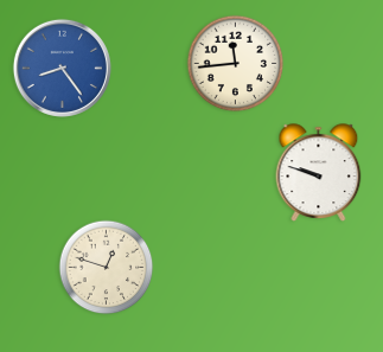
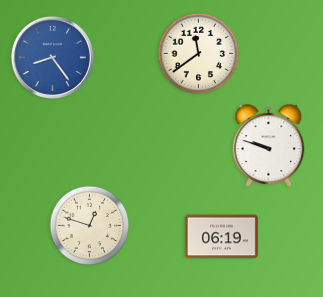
clock at (236, 64): 11:44 -> 11:39
clock at (221, 237): none -> 06:19
